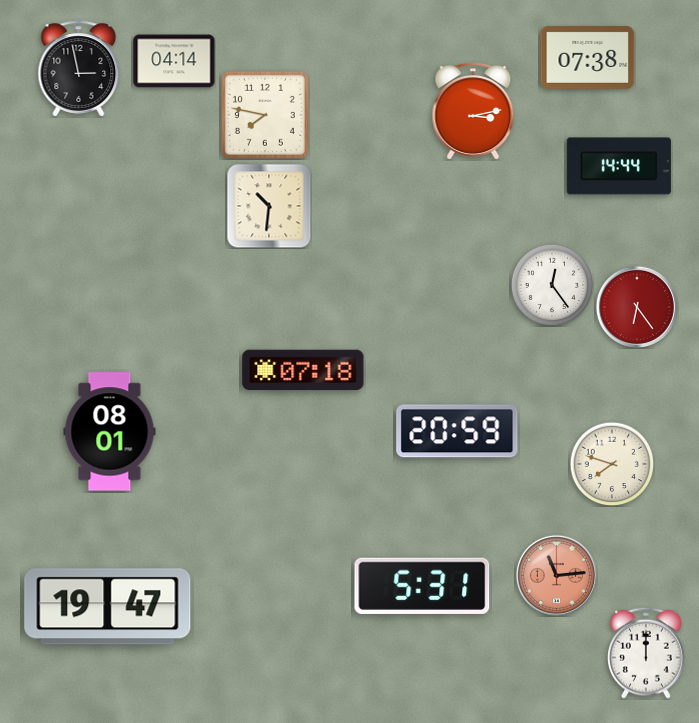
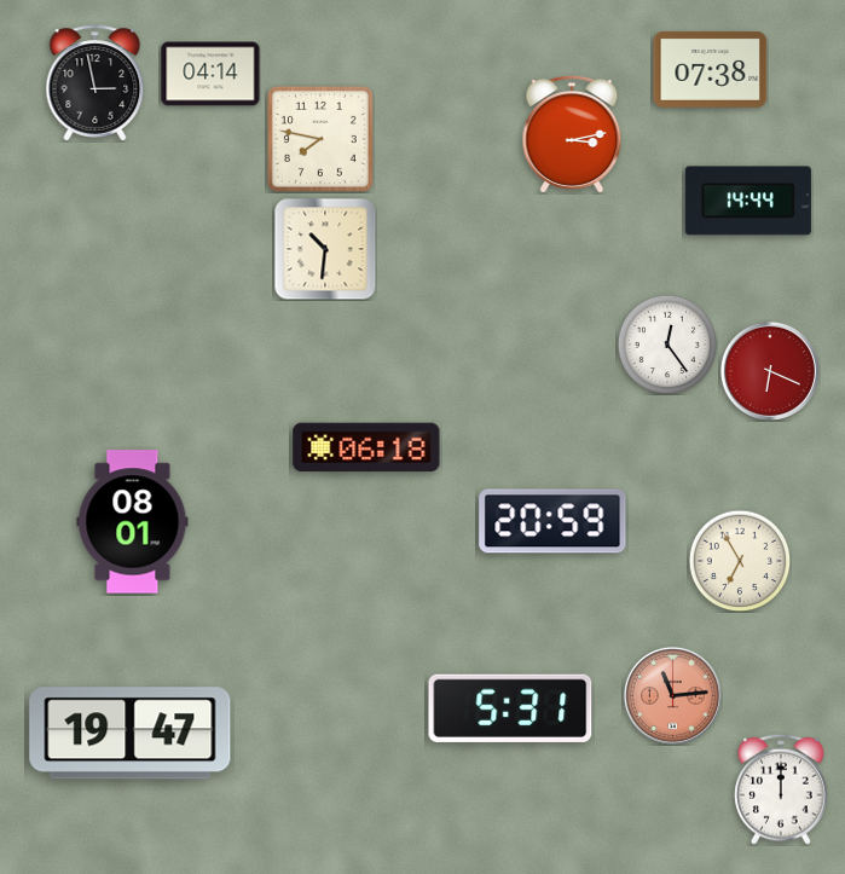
clock at (637, 307): 6:24 -> 6:19
clock at (303, 370): 07:18 -> 06:18
clock at (612, 464): 7:48 -> 6:55
